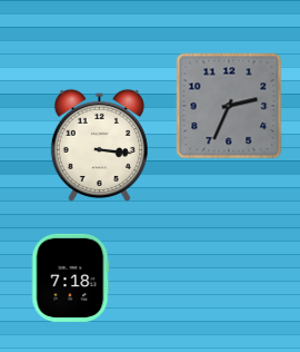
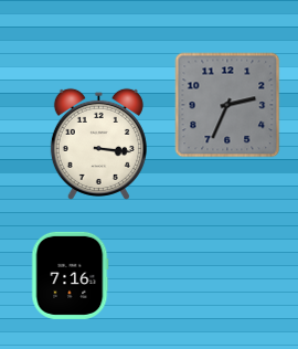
clock at (70, 277): 7:18 -> 7:16
